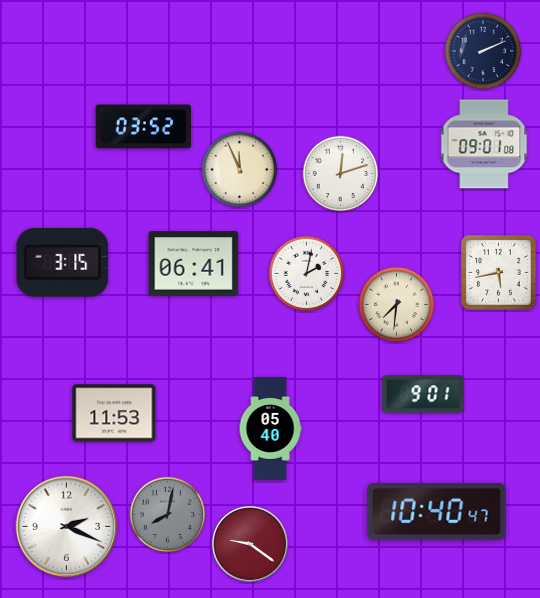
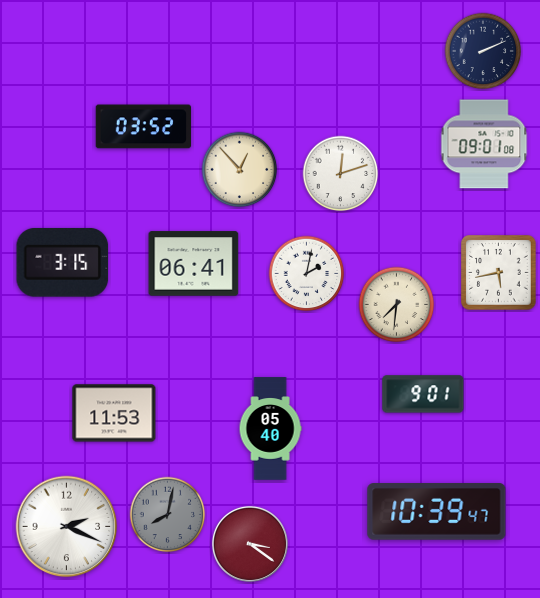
clock at (240, 170): 11:56 -> 12:53
clock at (437, 512): 10:40 -> 10:39
clock at (250, 544): 9:21 -> 3:21
